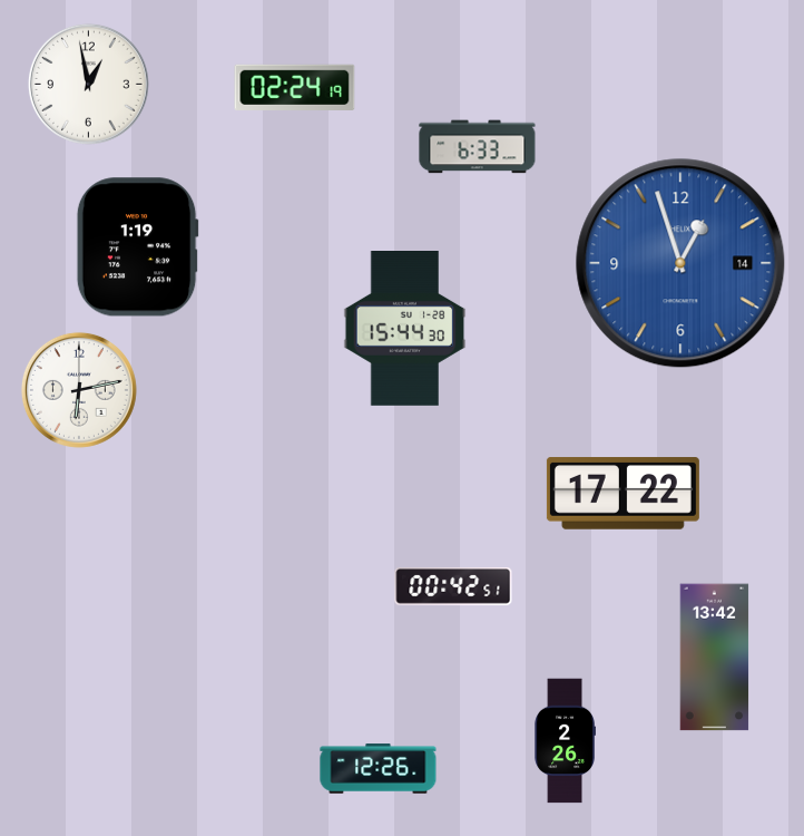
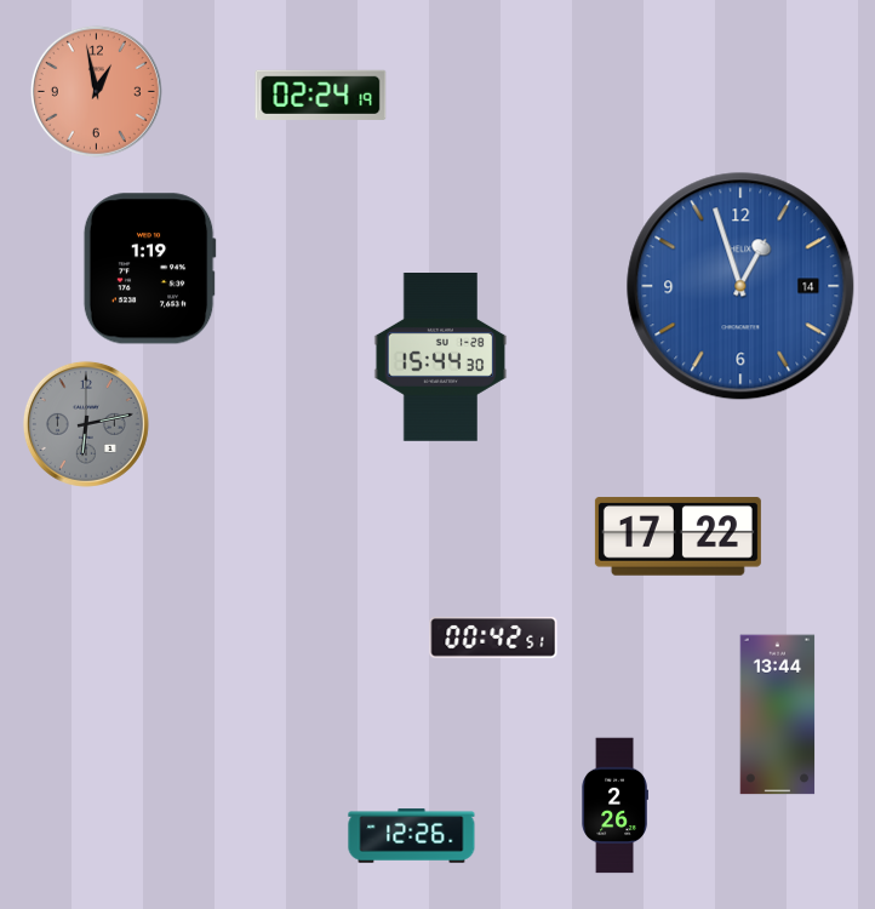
clock at (88, 84) dial: white -> salmon
clock at (478, 147): 6:33 -> none
clock at (79, 390) dial: white -> grey
clock at (715, 658): 13:42 -> 13:44
